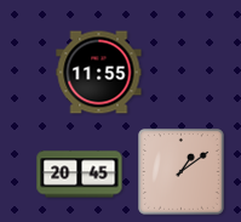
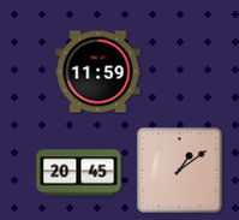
clock at (99, 73): 11:55 -> 11:59
